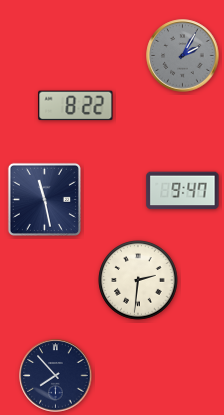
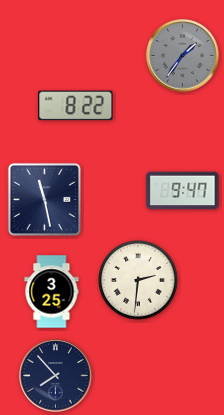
clock at (183, 56): 2:05 -> 1:36
clock at (52, 292): none -> 3:25
